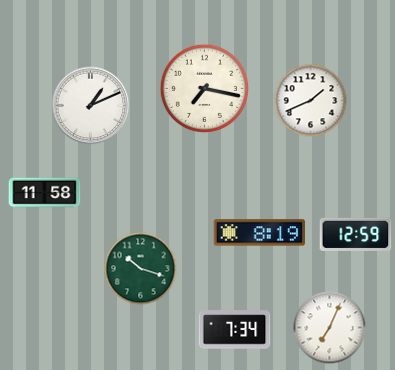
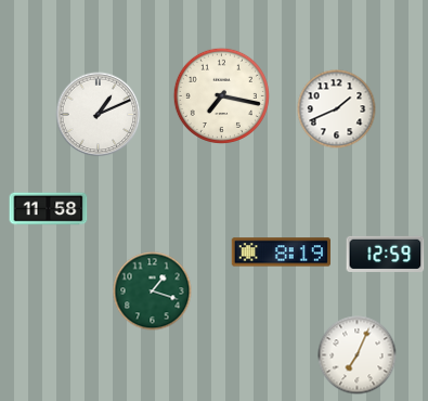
clock at (141, 269): 10:18 -> 1:18
clock at (235, 330): 7:34 -> none
